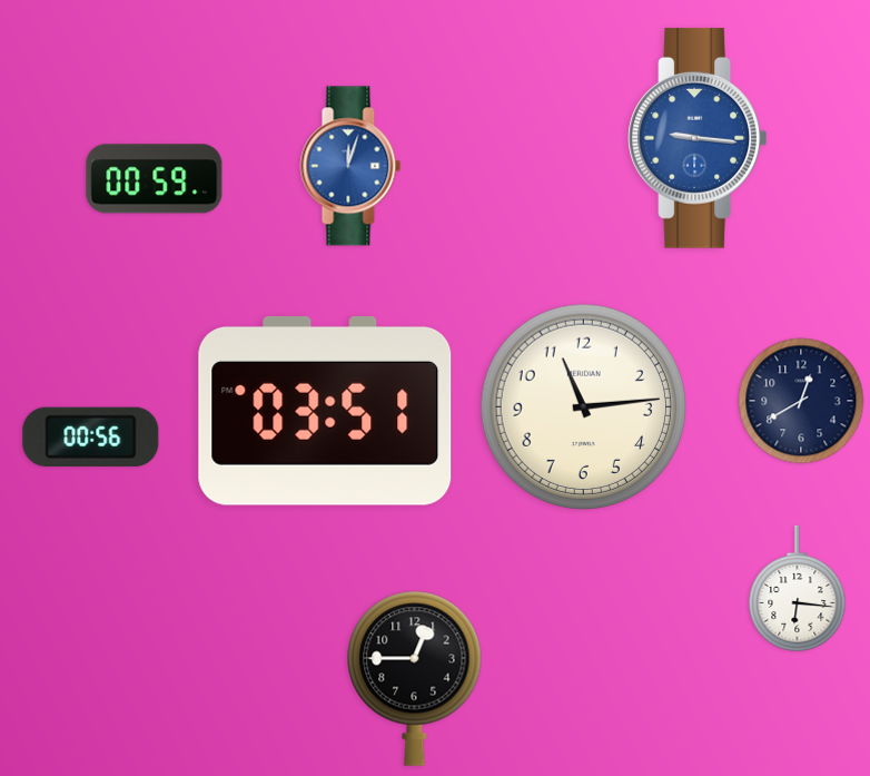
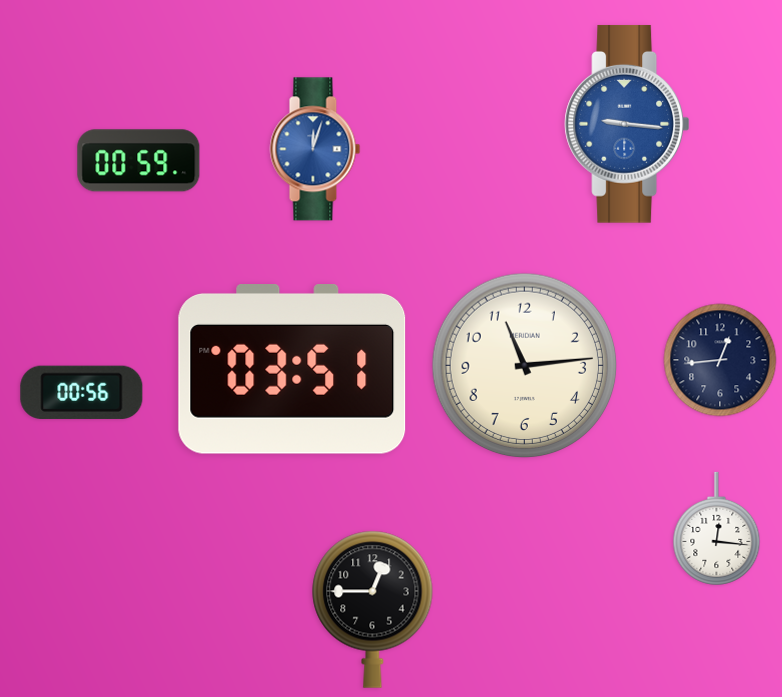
clock at (801, 401): 12:40 -> 12:44
clock at (798, 588): 6:16 -> 12:16
